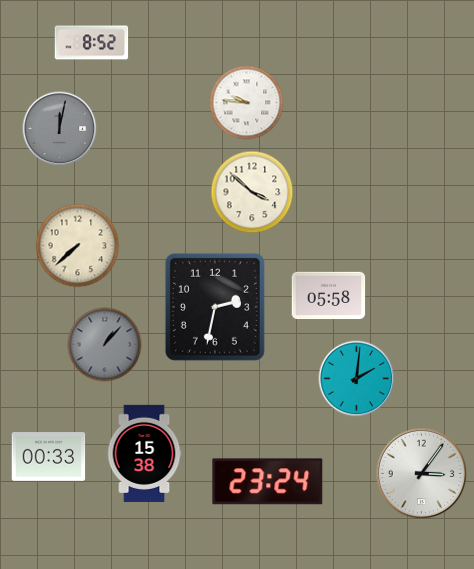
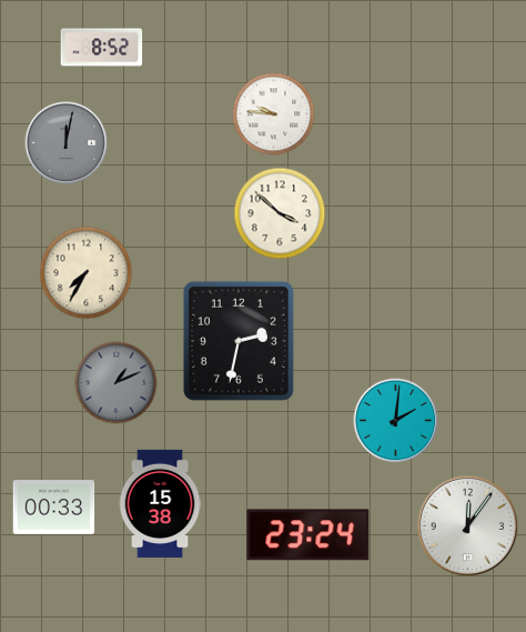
clock at (78, 246): 7:38 -> 7:35
clock at (329, 296): 05:58 -> none
clock at (105, 345): 1:07 -> 1:11
clock at (422, 474): 3:06 -> 12:06
clock at (268, 482) position: (268, 482) -> (308, 535)
